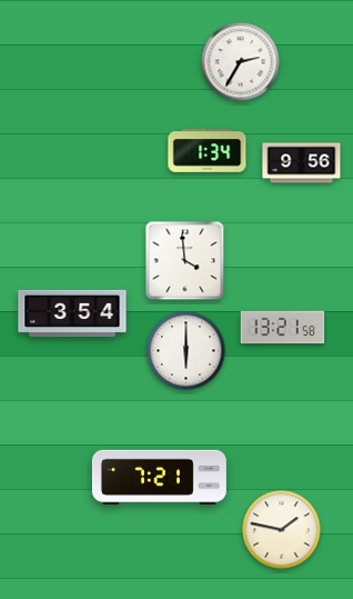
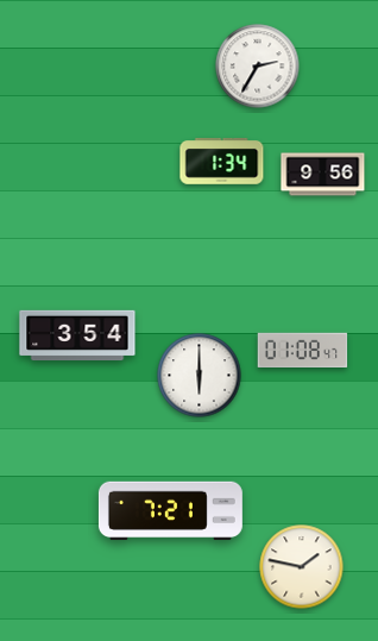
clock at (185, 261): 3:59 -> none
clock at (283, 328): 13:21 -> 01:08
